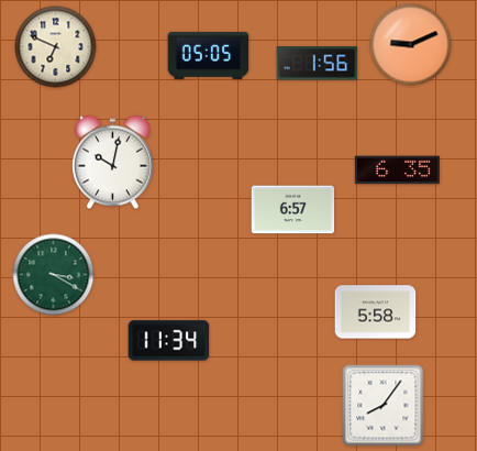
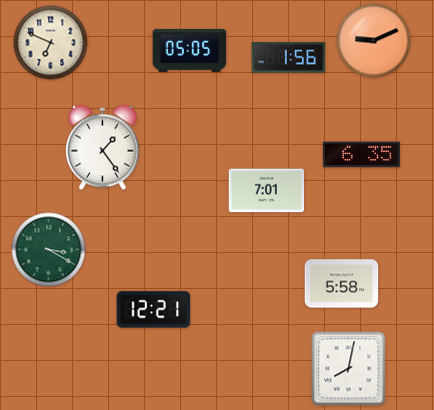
clock at (113, 163): 10:02 -> 1:24
clock at (293, 210): 6:57 -> 7:01
clock at (169, 341): 11:34 -> 12:21
clock at (384, 406): 8:06 -> 8:02
